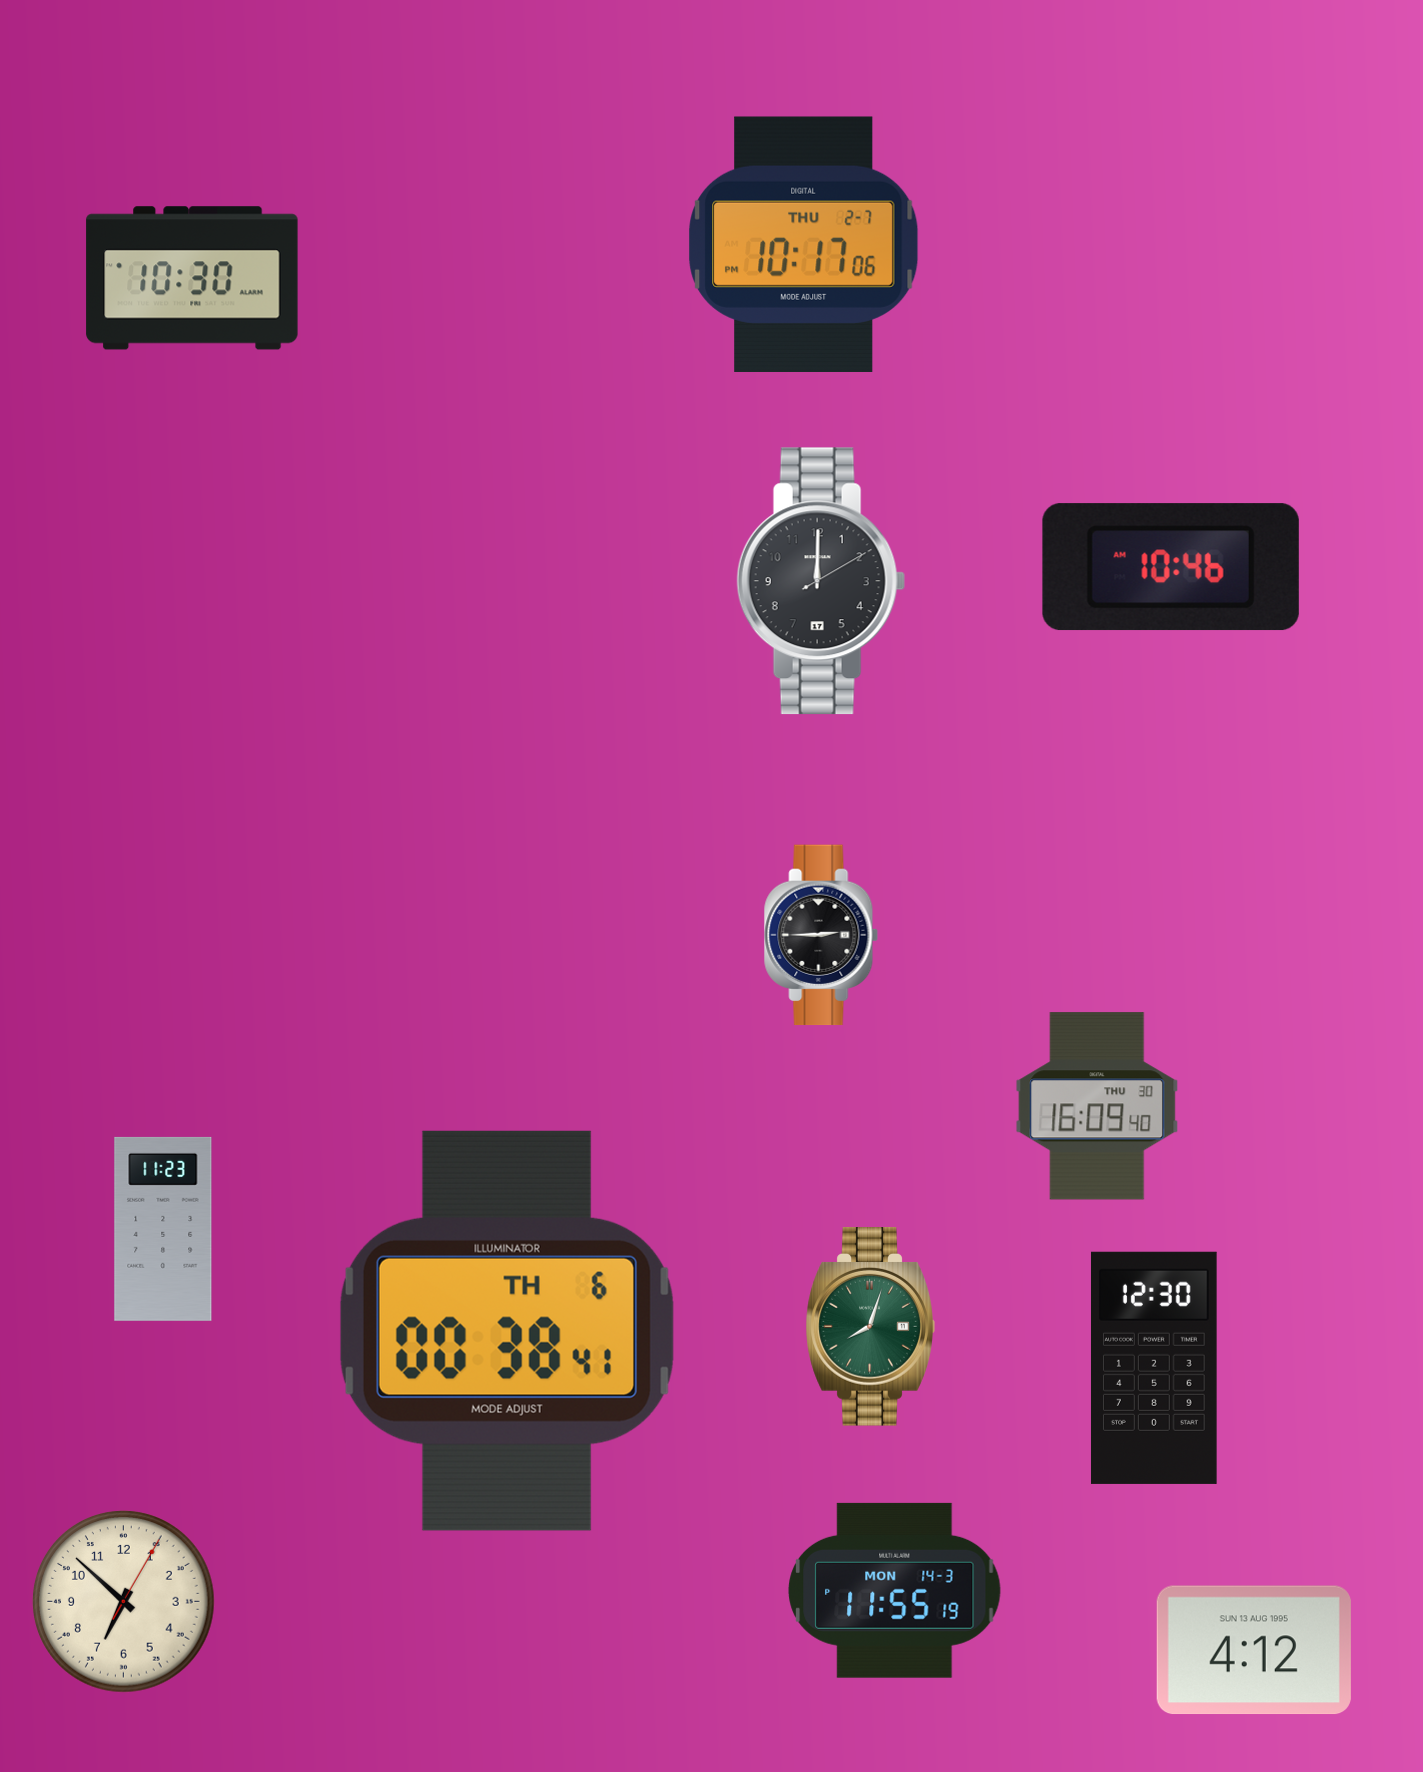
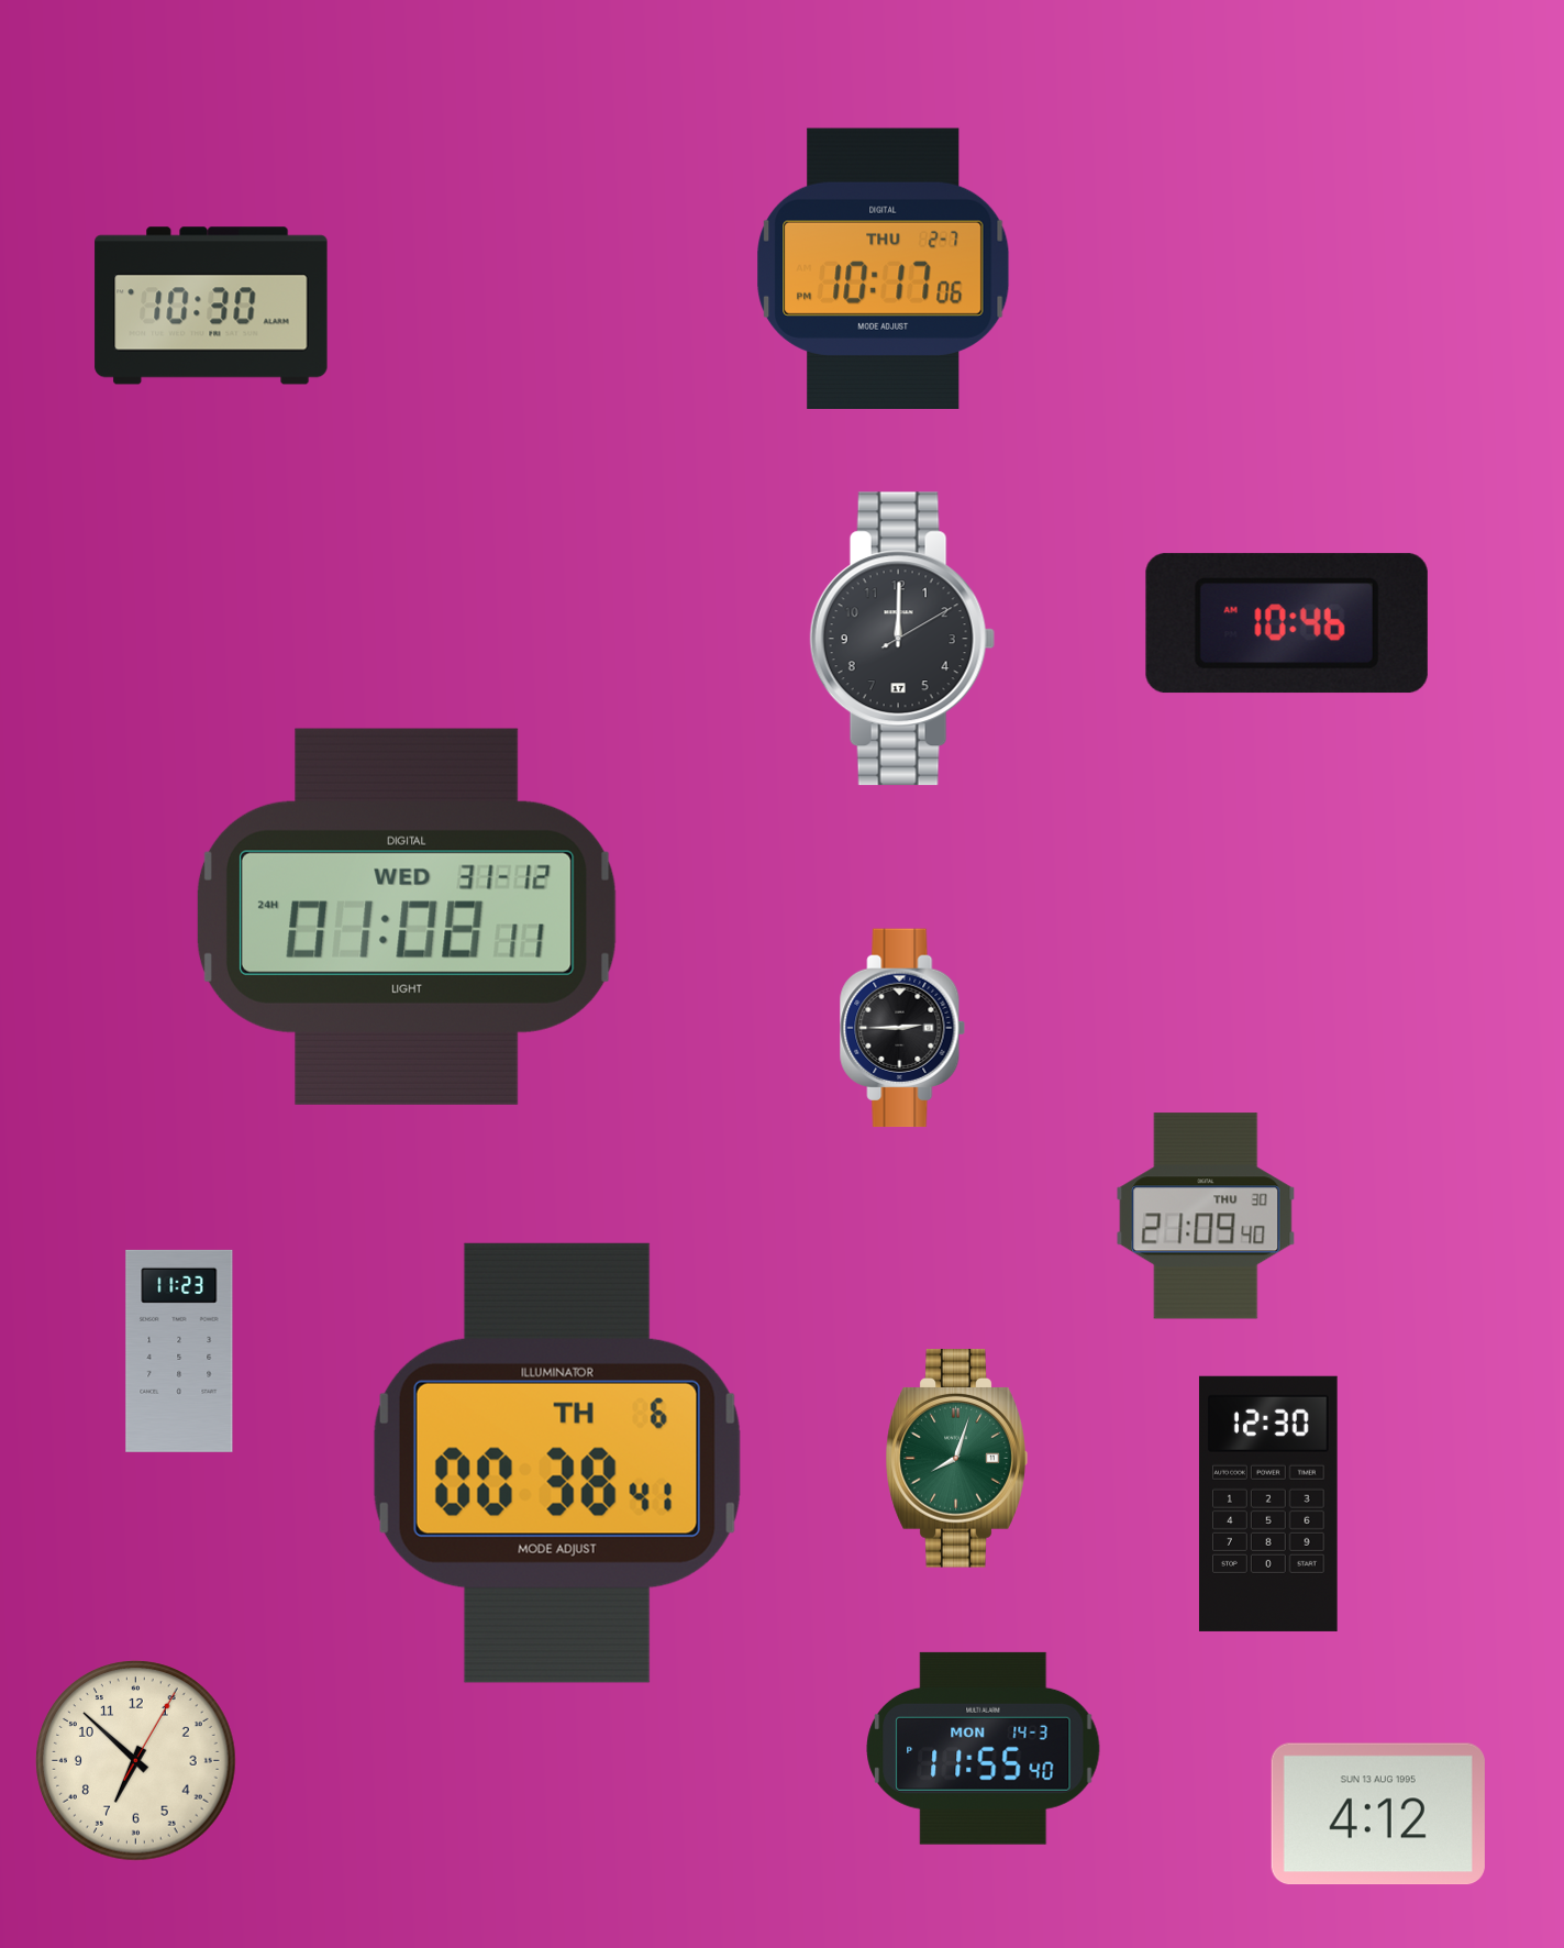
clock at (407, 917): none -> 01:08
clock at (1097, 1106): 16:09 -> 21:09
clock at (895, 1590): 11:55:19 -> 11:55:40
